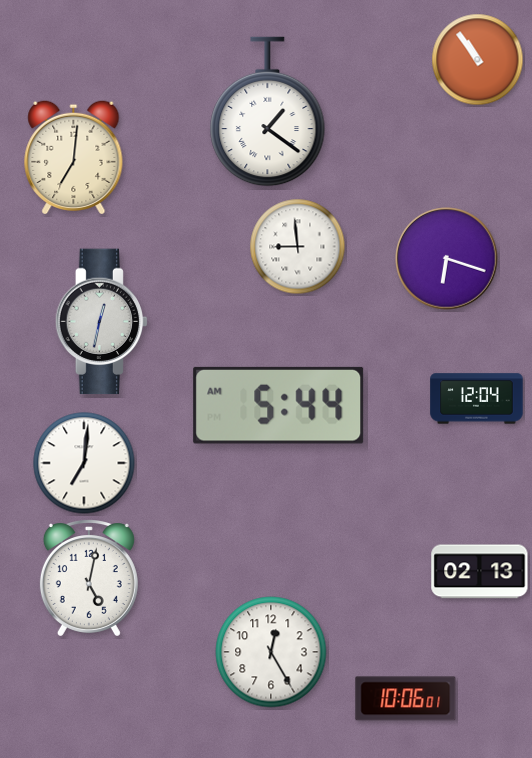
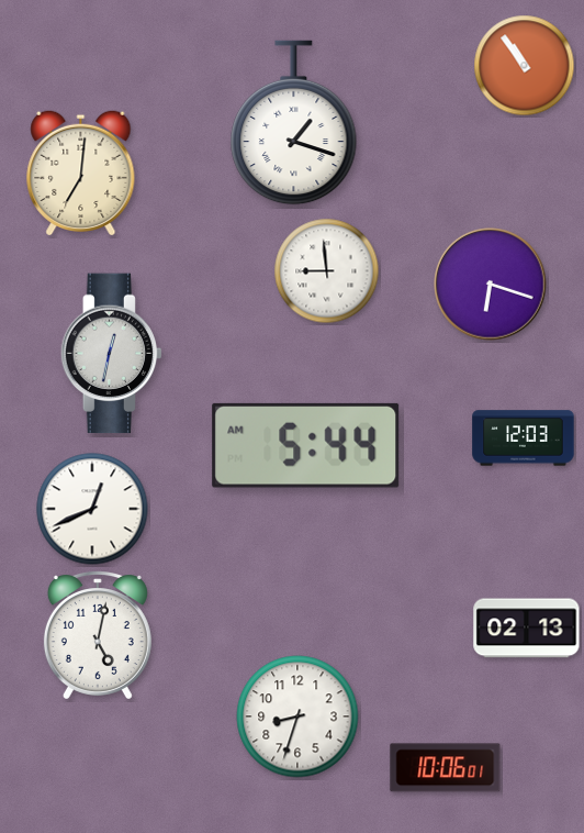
clock at (268, 112): 1:21 -> 1:18
clock at (477, 399): 12:04 -> 12:03
clock at (84, 463): 7:01 -> 12:41
clock at (271, 652): 12:25 -> 8:33
